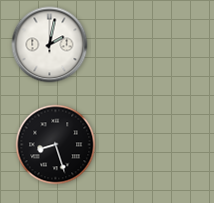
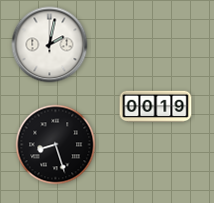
clock at (156, 107): none -> 00:19
